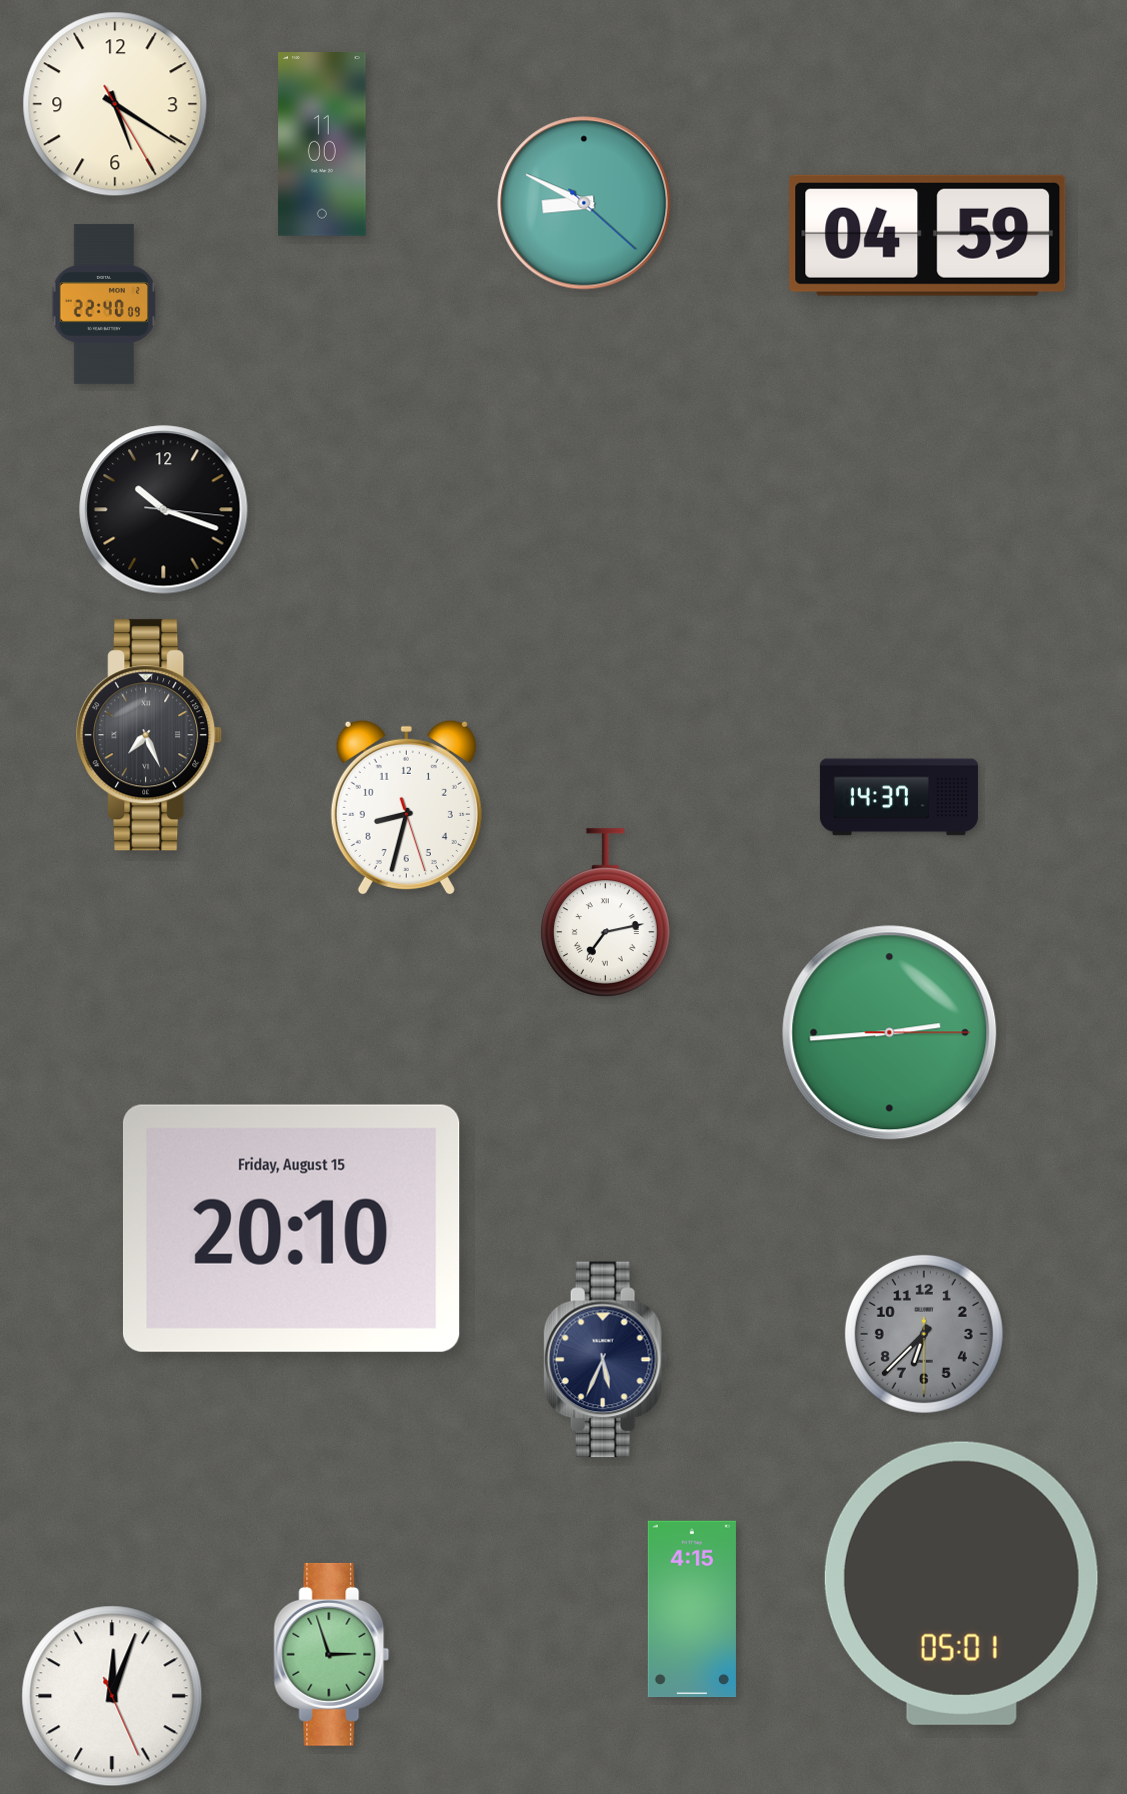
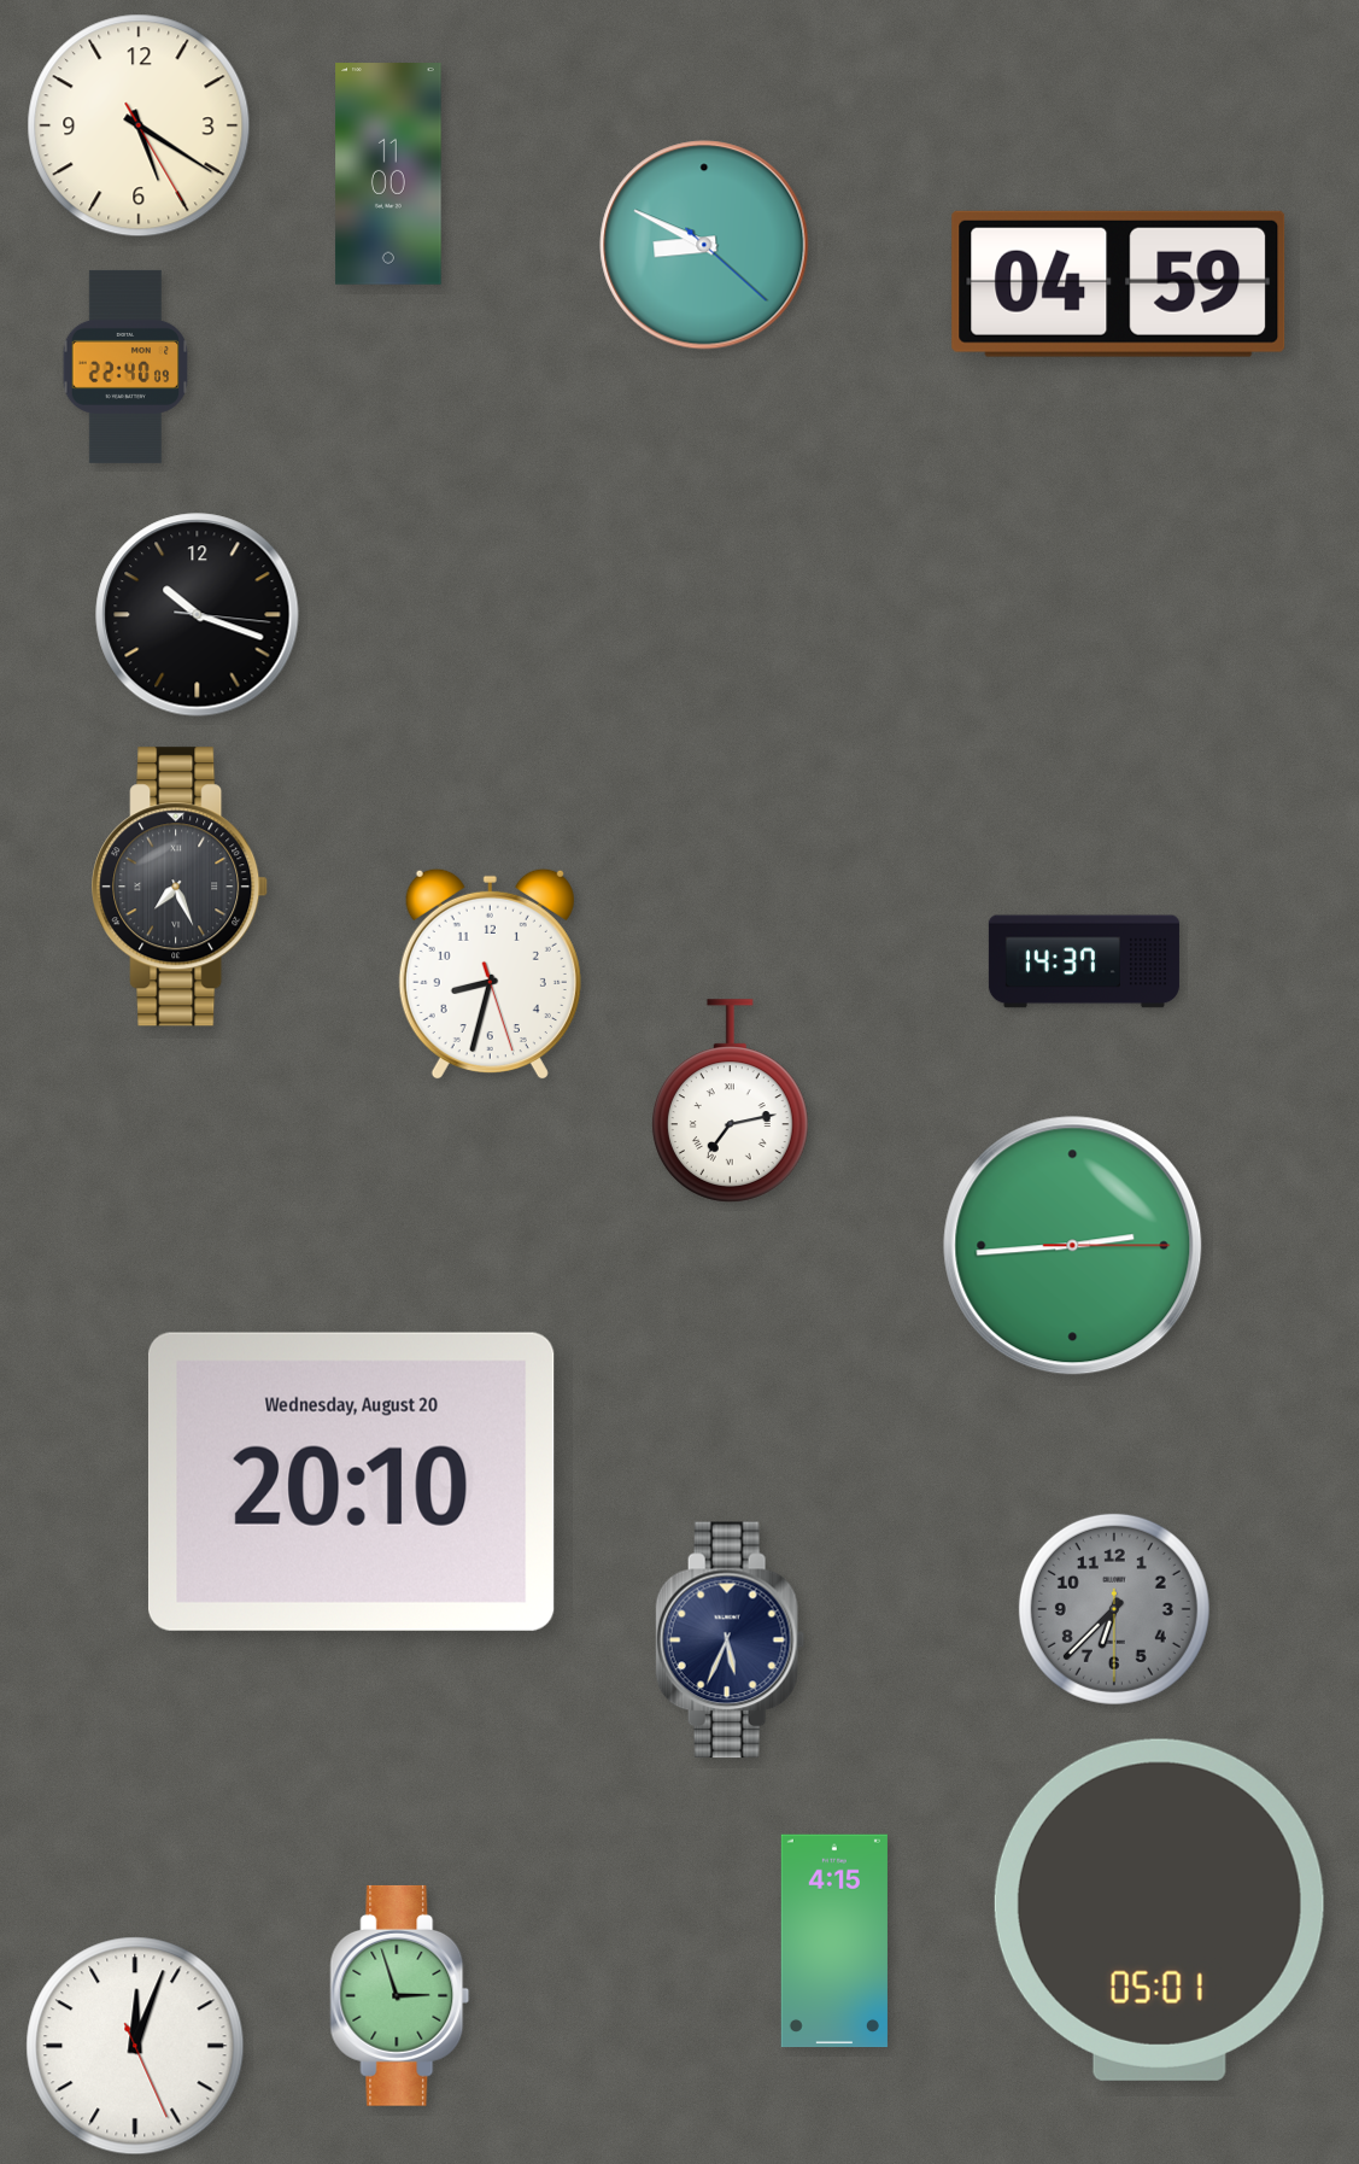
clock at (291, 1228) date: Friday, August 15 -> Wednesday, August 20
